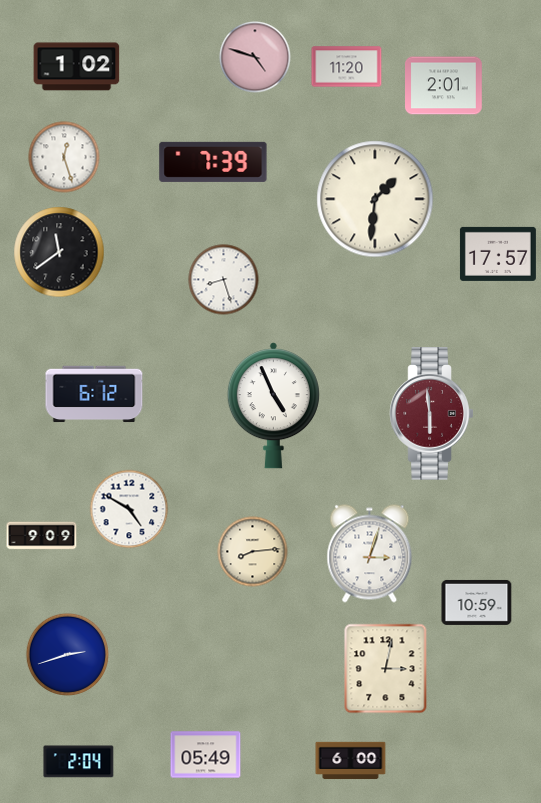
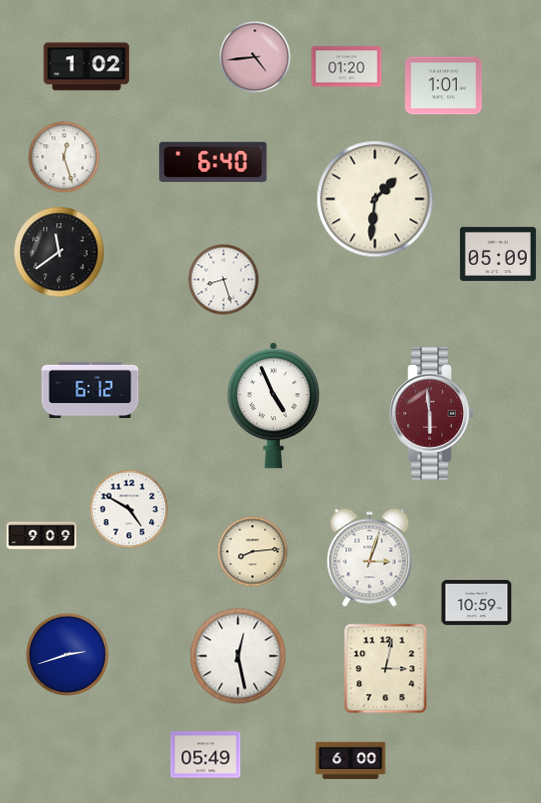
clock at (255, 57): 4:48 -> 4:44
clock at (77, 67) position: (77, 67) -> (87, 67)
clock at (347, 67): 11:20 -> 01:20
clock at (444, 86): 2:01 -> 1:01
clock at (213, 162): 7:39 -> 6:40
clock at (498, 254): 17:57 -> 05:09
clock at (94, 394) position: (94, 394) -> (90, 390)
clock at (370, 554) position: (370, 554) -> (370, 558)
clock at (238, 656): none -> 12:28
clock at (79, 762): 2:04 -> none
